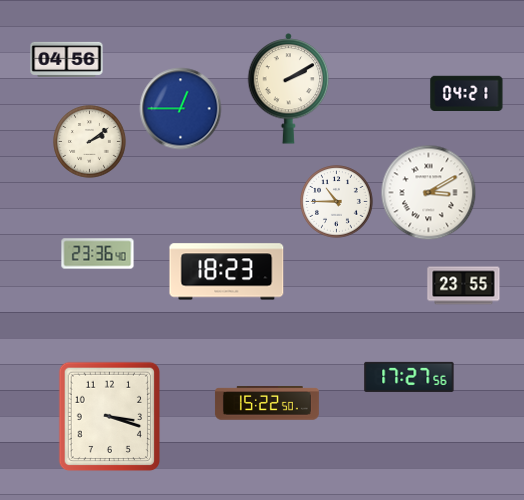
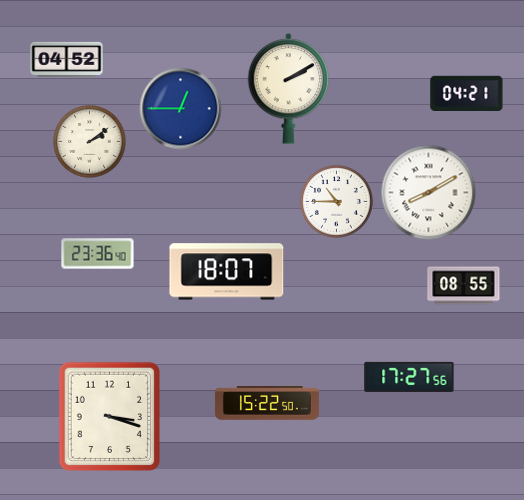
clock at (67, 59): 04:56 -> 04:52
clock at (429, 193): 3:10 -> 8:10
clock at (227, 272): 18:23 -> 18:07
clock at (464, 286): 23:55 -> 08:55
